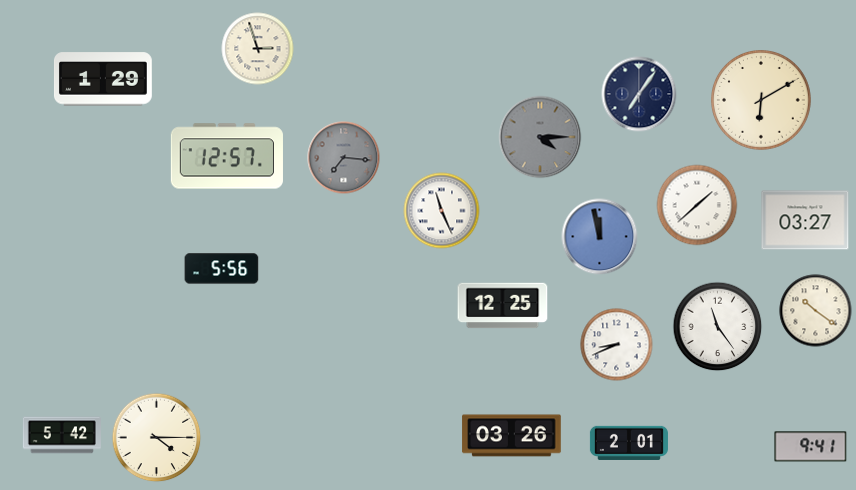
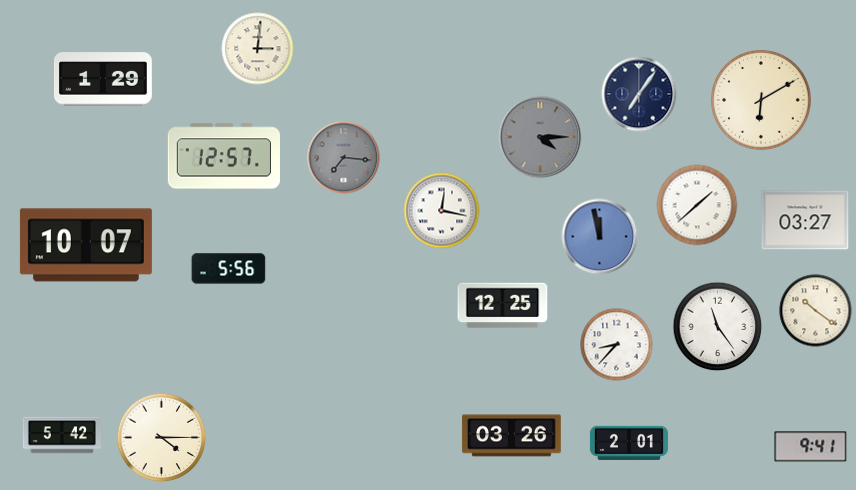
clock at (258, 49): 2:57 -> 3:01
clock at (227, 156) position: (227, 156) -> (224, 156)
clock at (442, 211): 11:26 -> 12:17
clock at (86, 245): none -> 10:07
clock at (222, 269) position: (222, 269) -> (229, 269)
clock at (617, 345): 8:41 -> 8:37
clock at (157, 438) position: (157, 438) -> (162, 438)
